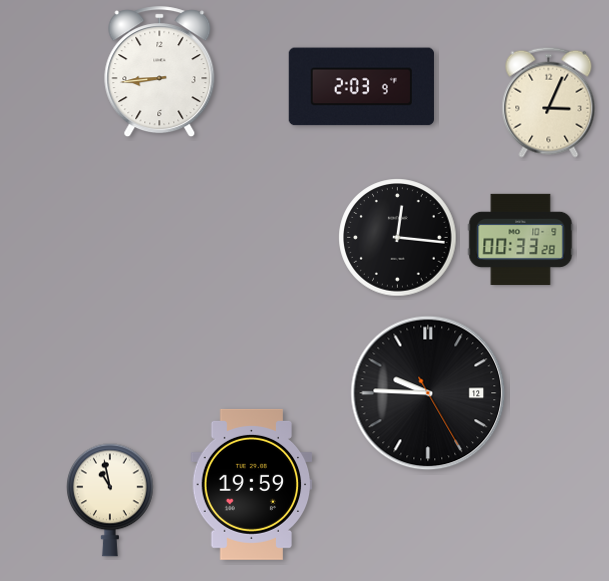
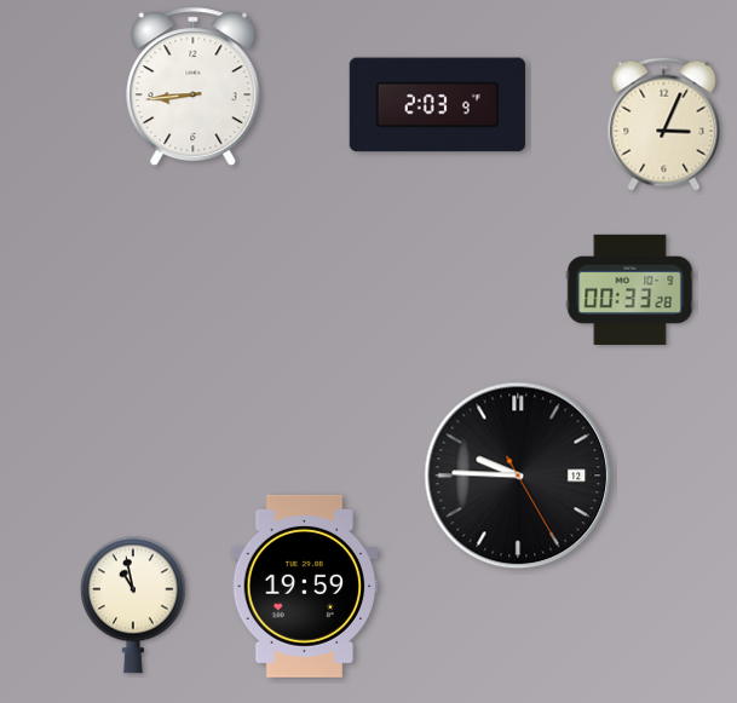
clock at (398, 238): 12:16 -> none
